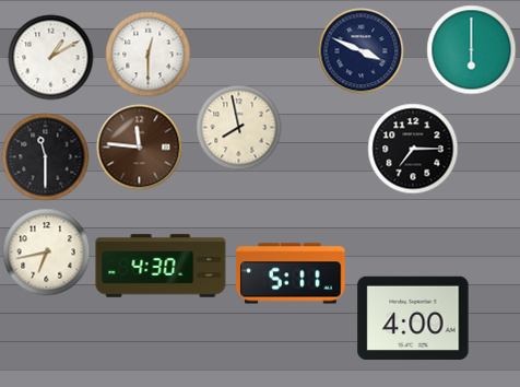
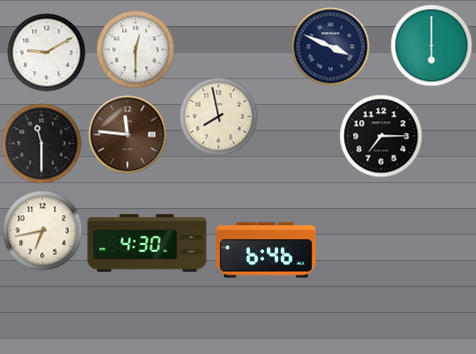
clock at (50, 57): 1:10 -> 9:10
clock at (413, 149) position: (413, 149) -> (381, 136)
clock at (291, 273): 5:11 -> 6:46
clock at (413, 318): 4:00 -> none
